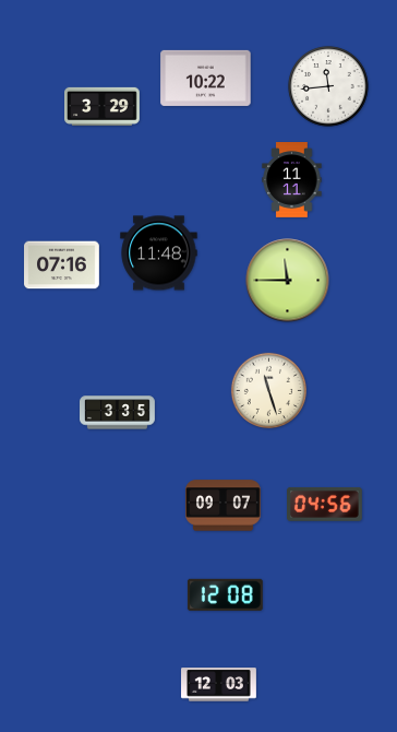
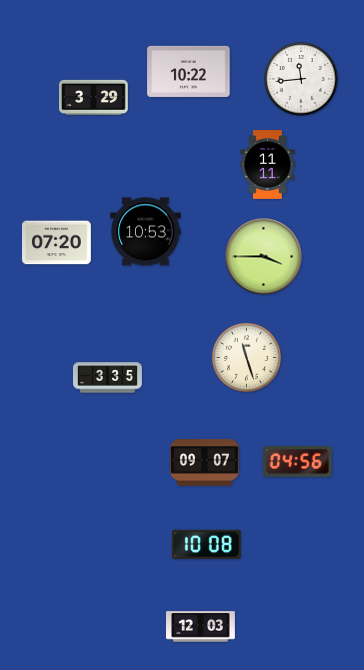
clock at (159, 253): 11:48 -> 10:53
clock at (62, 265): 07:16 -> 07:20
clock at (288, 281): 11:45 -> 3:45
clock at (225, 594): 12:08 -> 10:08
